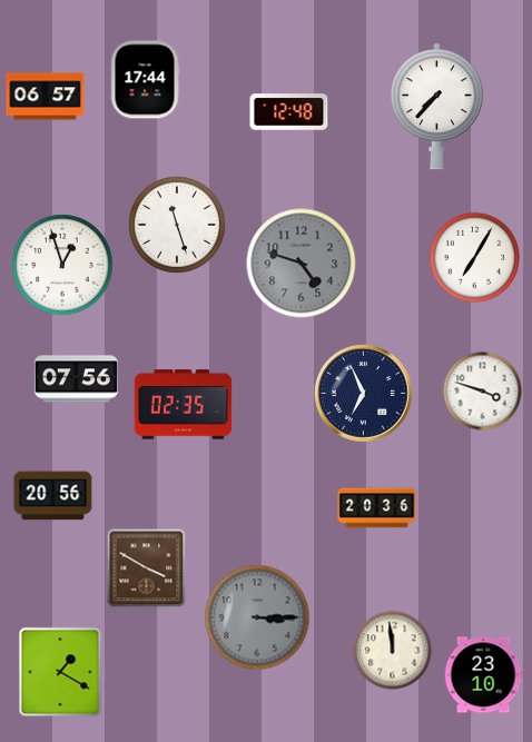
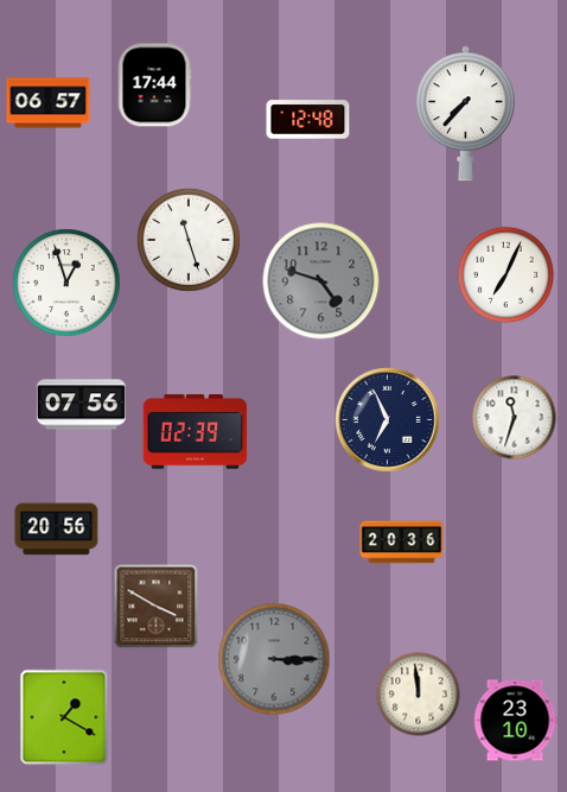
clock at (475, 258): 7:05 -> 7:04
clock at (483, 392): 3:48 -> 11:33
clock at (184, 405): 02:35 -> 02:39
